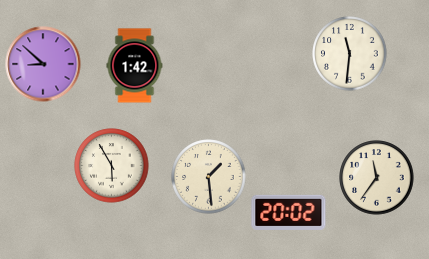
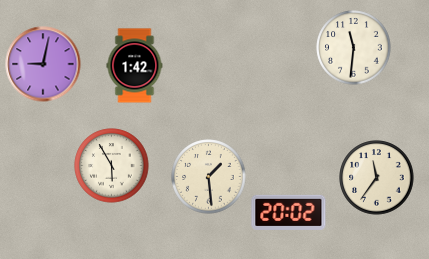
clock at (350, 54) position: (350, 54) -> (354, 48)
clock at (43, 64): 8:52 -> 9:02
